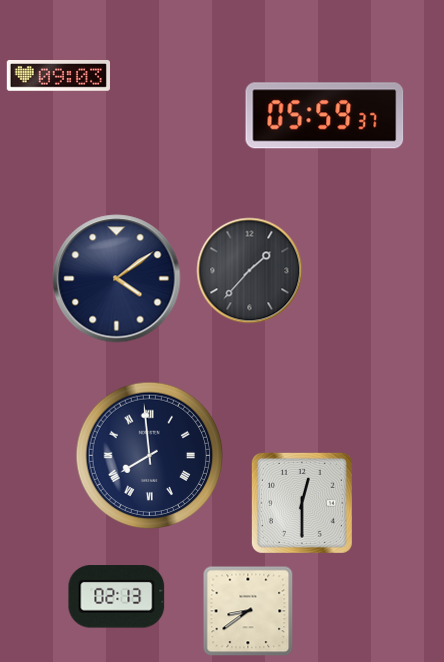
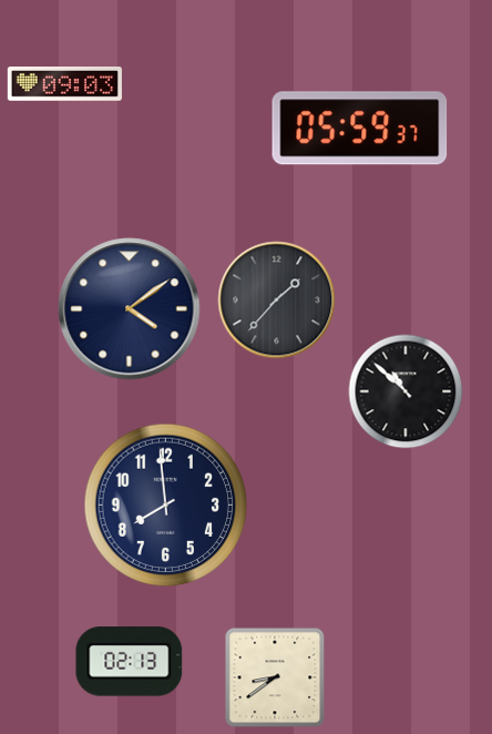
clock at (406, 391): none -> 10:52
clock at (150, 456) numerals: Roman -> Arabic
clock at (302, 503): 12:30 -> none
